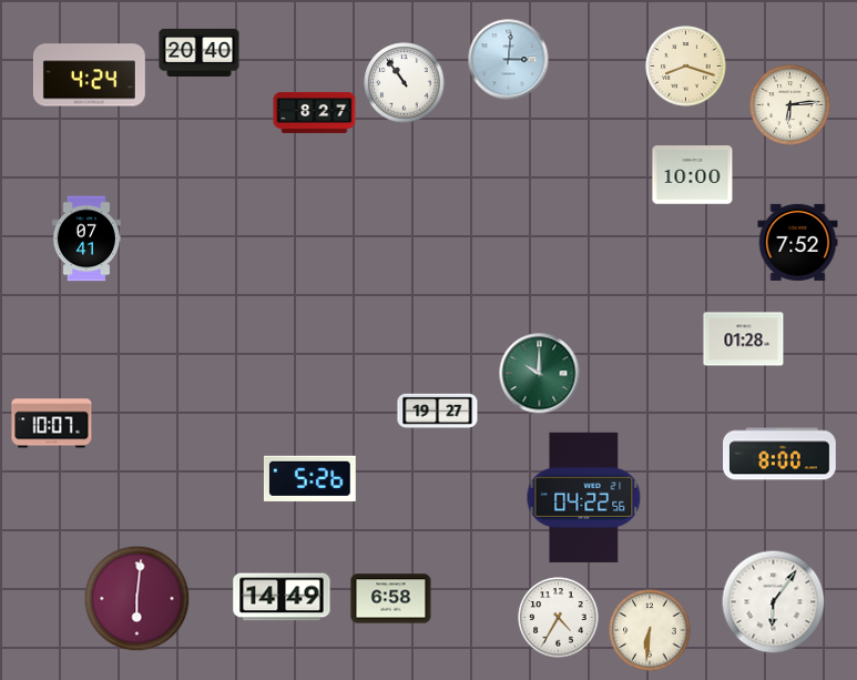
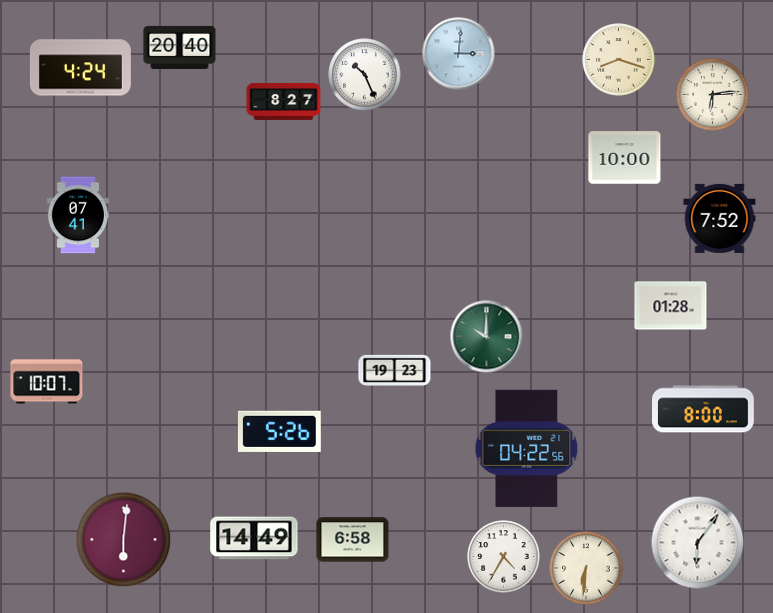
clock at (405, 83): 10:54 -> 10:26
clock at (438, 410): 19:27 -> 19:23
